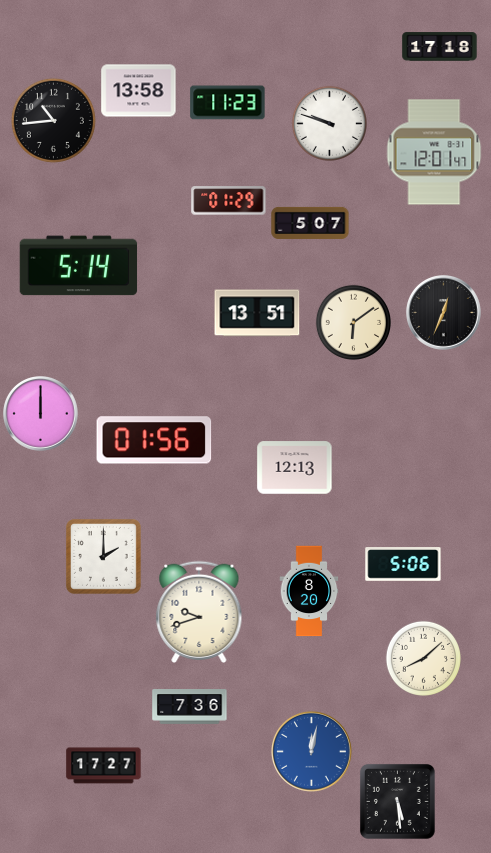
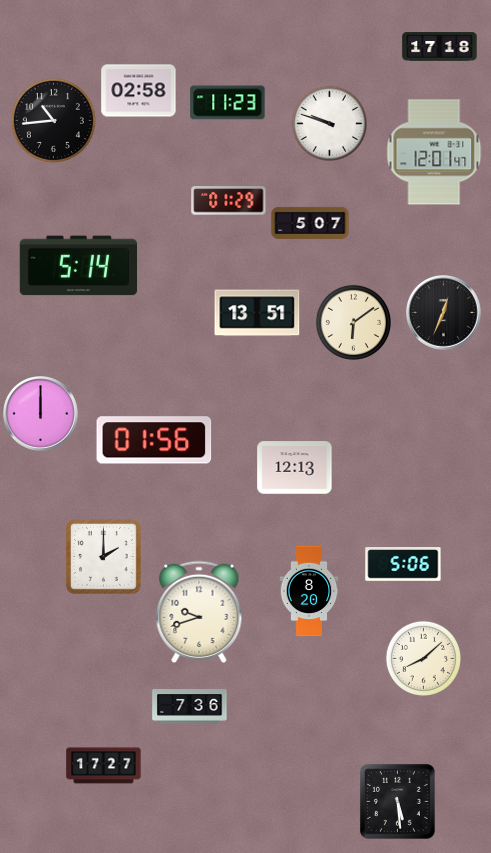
clock at (139, 91): 13:58 -> 02:58
clock at (311, 751): 12:02 -> none
